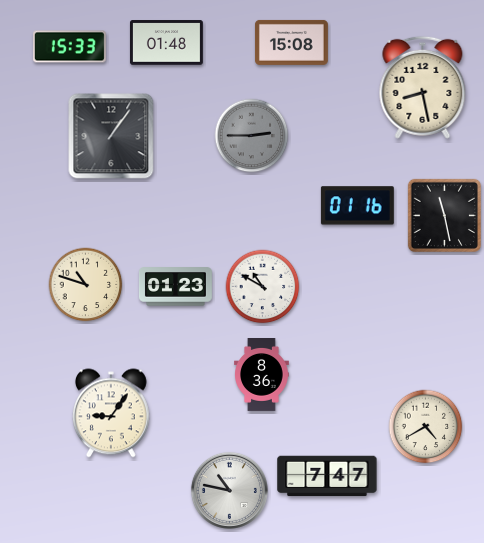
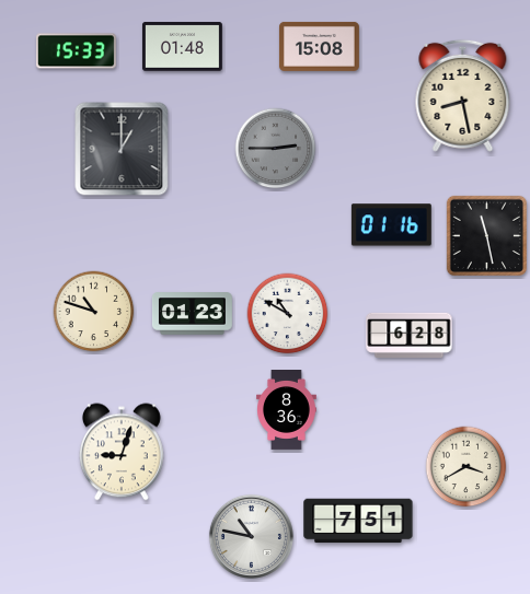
clock at (111, 136): 1:06 -> 1:00
clock at (410, 335): none -> 6:28
clock at (111, 413): 9:06 -> 9:03
clock at (426, 427): 4:40 -> 3:40
clock at (327, 476): 7:47 -> 7:51
